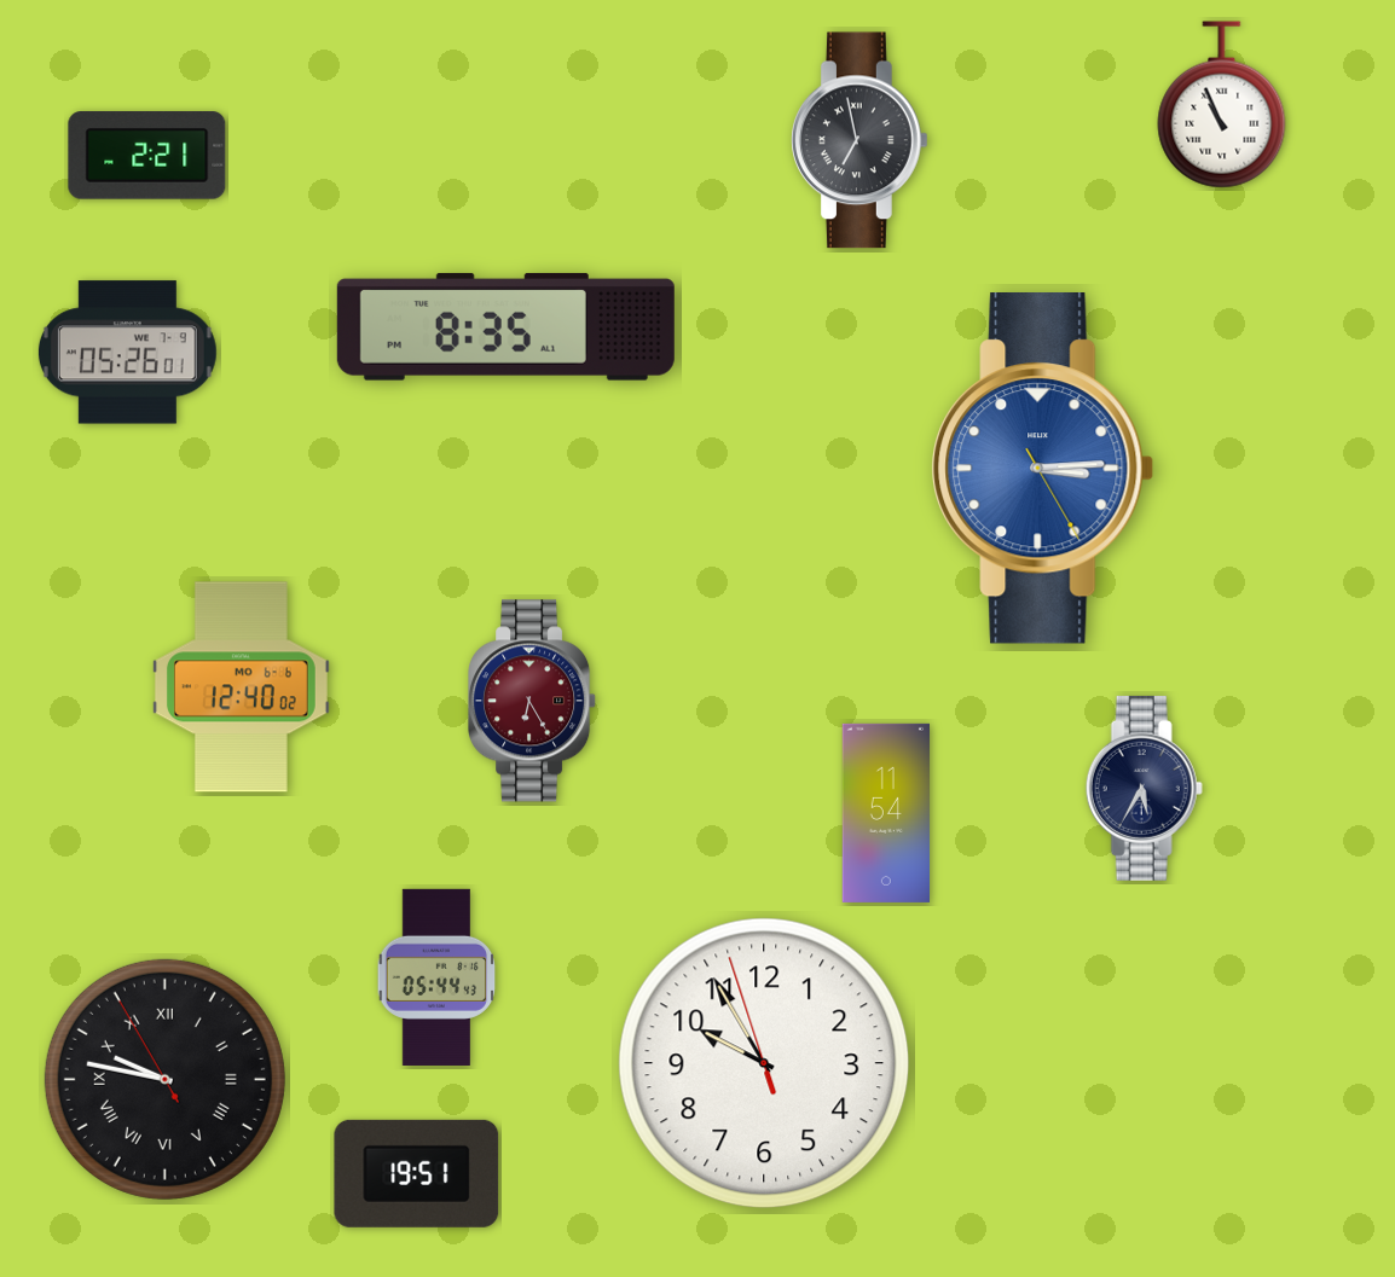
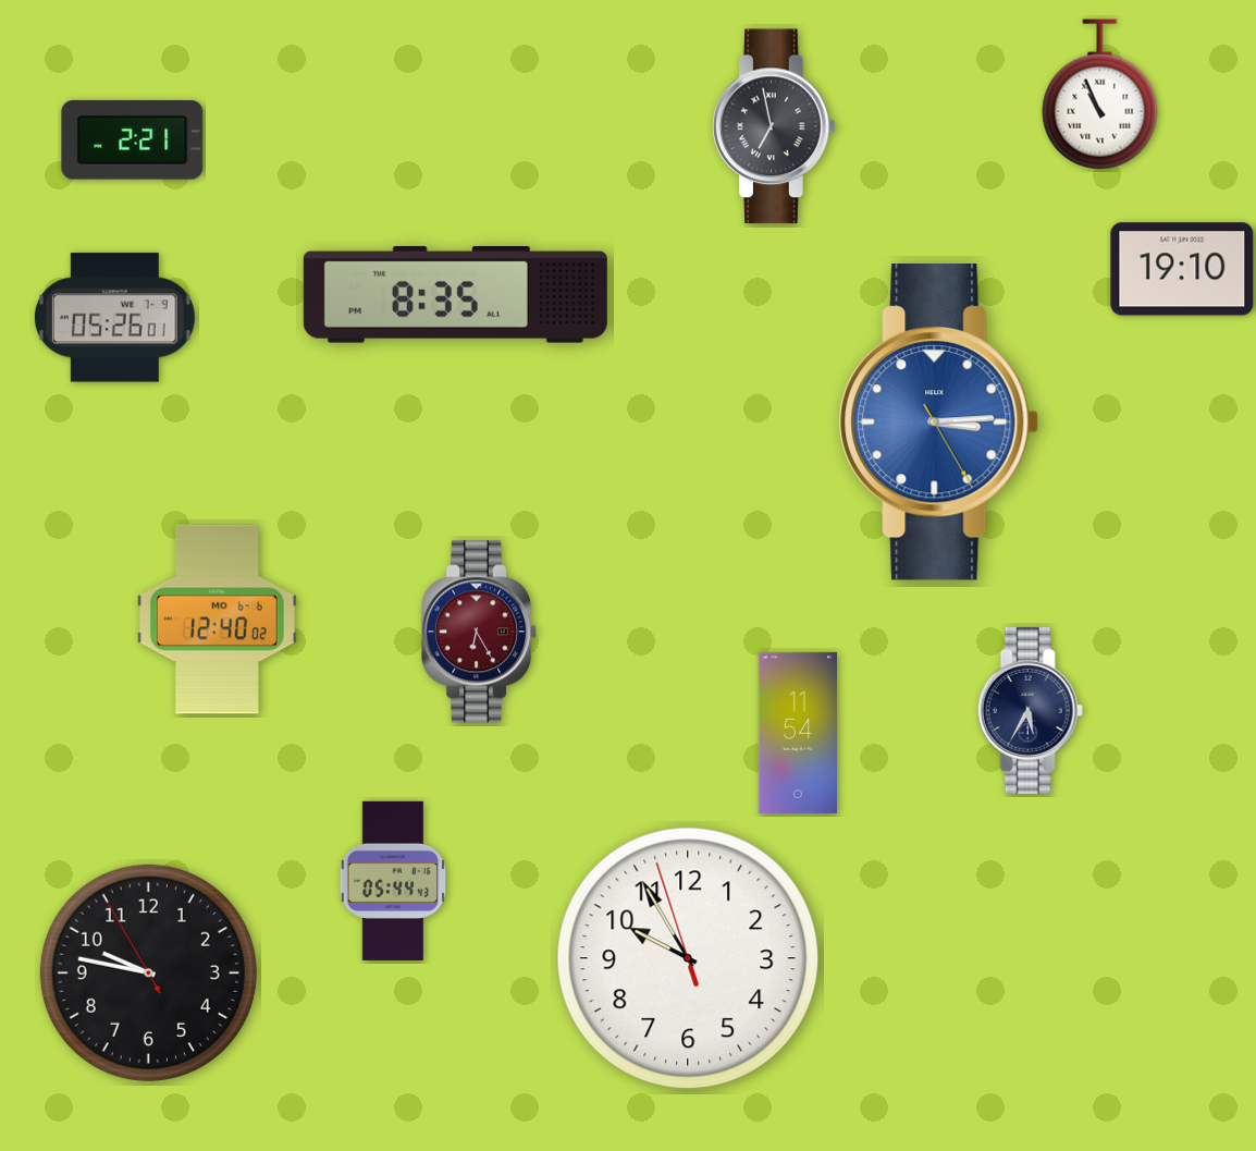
clock at (1182, 269): none -> 19:10
clock at (164, 1079) numerals: Roman -> Arabic
clock at (417, 1173): 19:51 -> none
